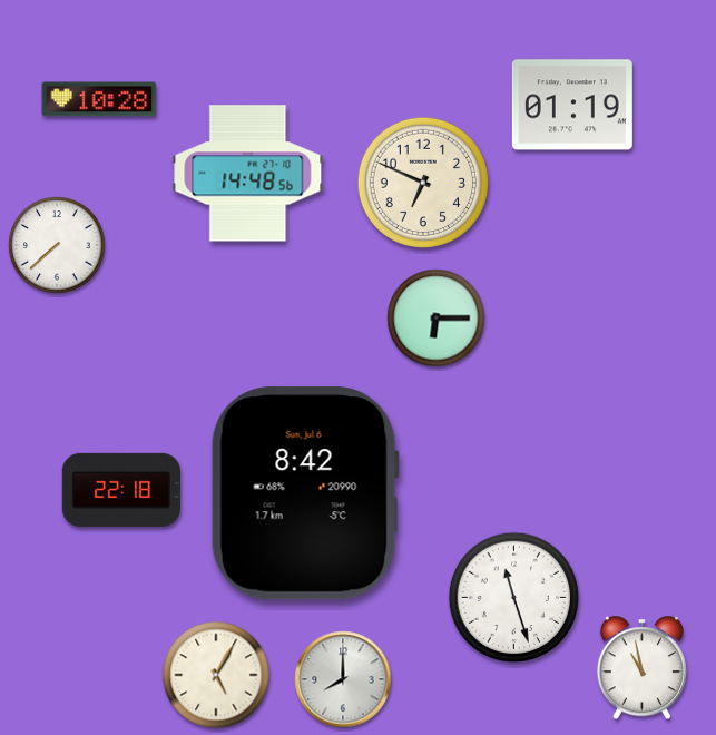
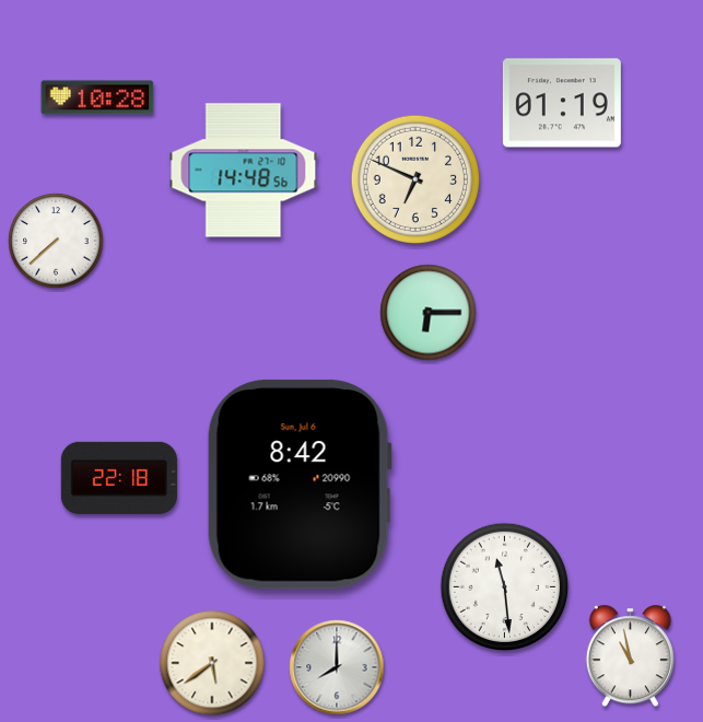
clock at (121, 490) position: (121, 490) -> (119, 478)
clock at (514, 598): 11:27 -> 11:29
clock at (216, 675): 5:05 -> 5:39
